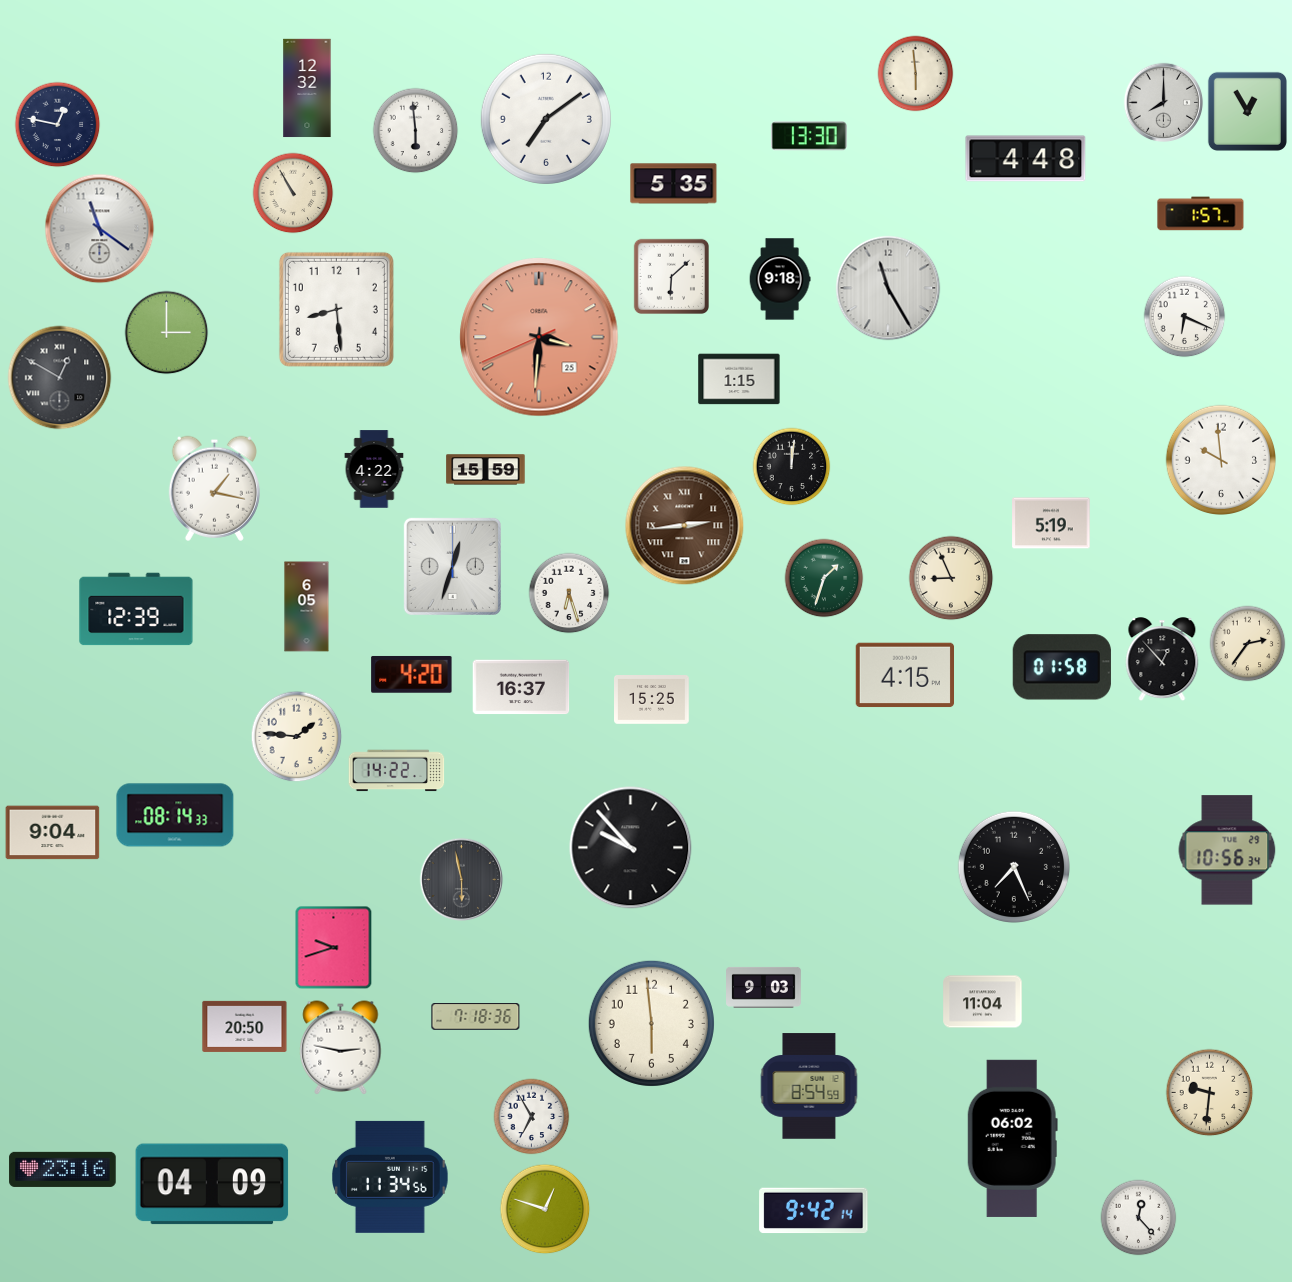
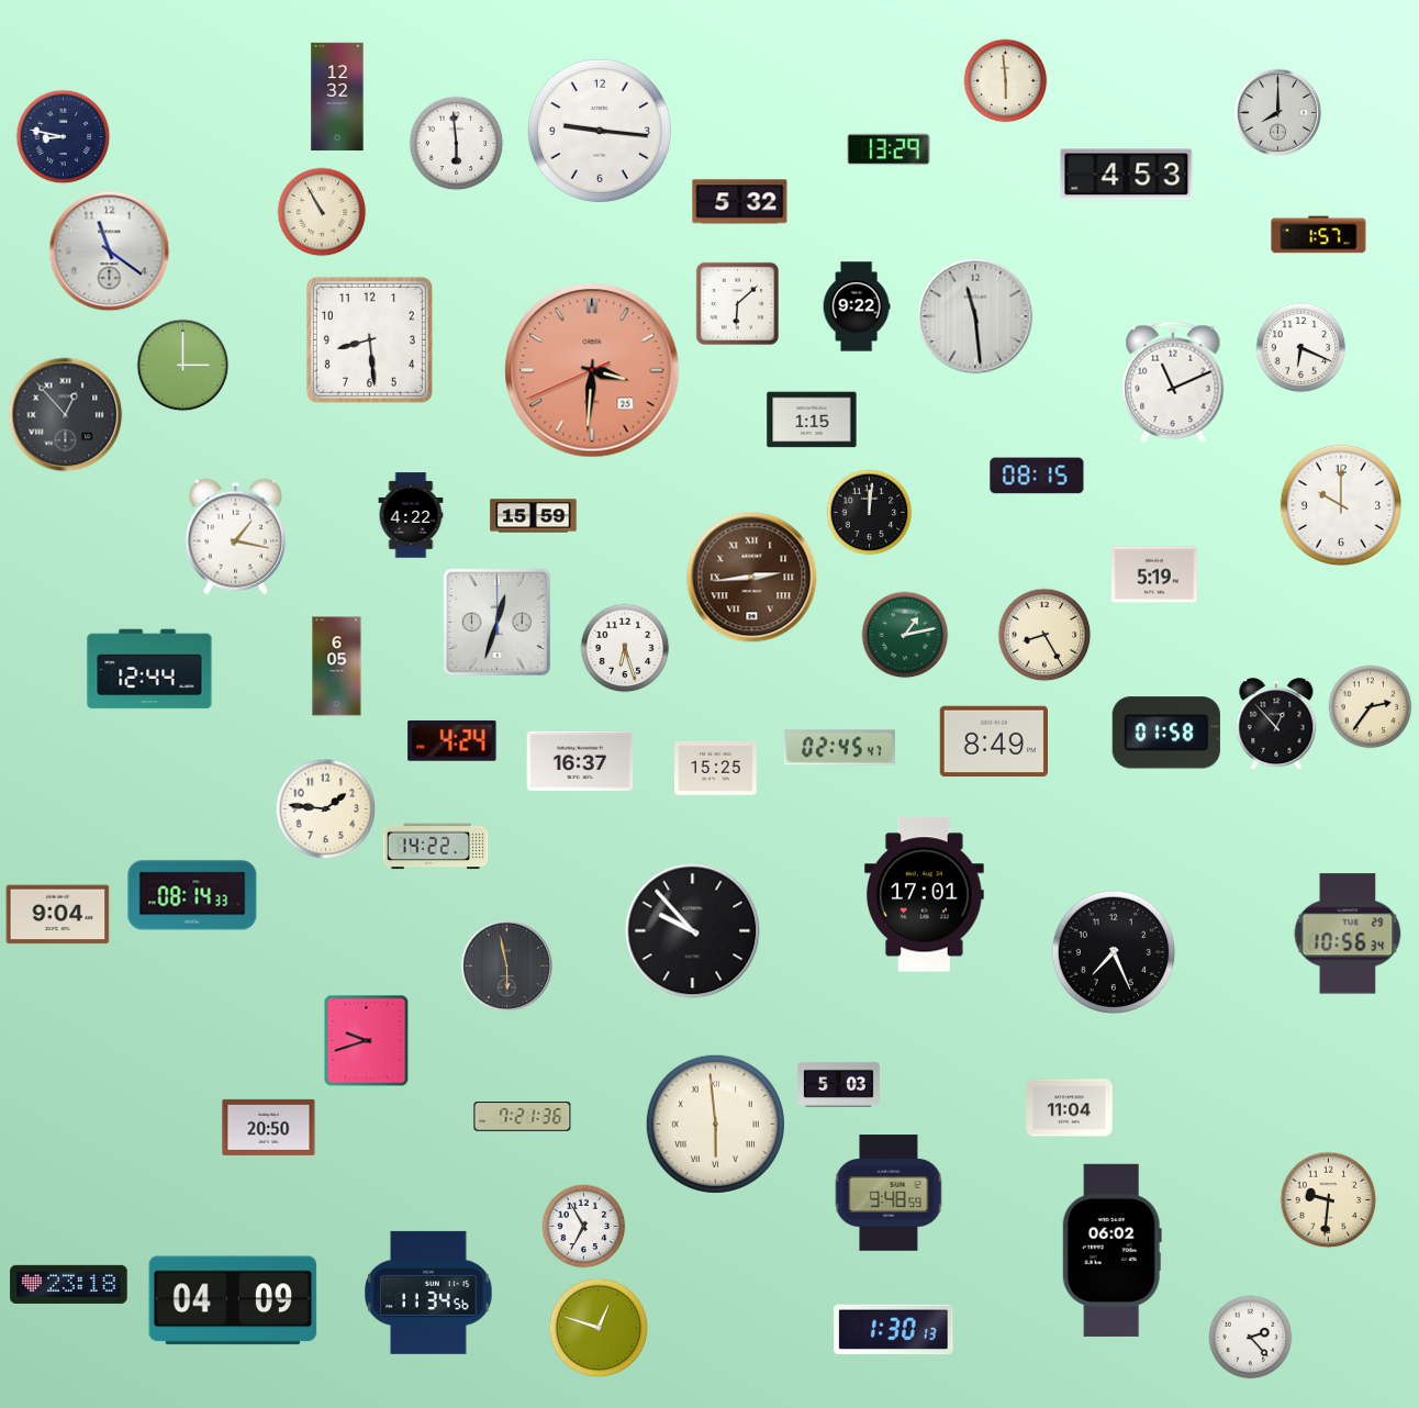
clock at (1247, 111): 12:55 -> none
clock at (546, 119): 7:09 -> 9:16
clock at (58, 125): 12:47 -> 8:47
clock at (809, 136): 13:30 -> 13:29
clock at (1026, 159): 4:48 -> 4:53
clock at (674, 184): 5:35 -> 5:32
clock at (780, 279): 9:18 -> 9:22
clock at (888, 288): 11:25 -> 11:29
clock at (1173, 382): none -> 11:11
clock at (60, 378): 12:50 -> 12:53
clock at (739, 379) position: (739, 379) -> (812, 420)
clock at (1037, 476): none -> 08:15
clock at (1220, 459): 9:59 -> 10:00
clock at (824, 578): 1:33 -> 1:13
clock at (951, 578): 8:56 -> 8:25
clock at (569, 593) position: (569, 593) -> (625, 648)
clock at (136, 609): 12:39 -> 12:44
clock at (412, 674): 4:20 -> 4:24
clock at (904, 675): 4:15 -> 8:49
clock at (839, 748): none -> 02:45
clock at (521, 687) position: (521, 687) -> (580, 761)
clock at (924, 895): none -> 17:01
clock at (764, 987): 9:03 -> 5:03
clock at (983, 1002) position: (983, 1002) -> (1070, 1108)
clock at (476, 1017): 7:18 -> 7:21
clock at (651, 1023) numerals: Arabic -> Roman
clock at (341, 1048): 2:47 -> none
clock at (809, 1086): 8:54 -> 9:48
clock at (63, 1169): 23:16 -> 23:18
clock at (814, 1211): 9:42 -> 1:30
clock at (1139, 1218): 12:23 -> 2:23
